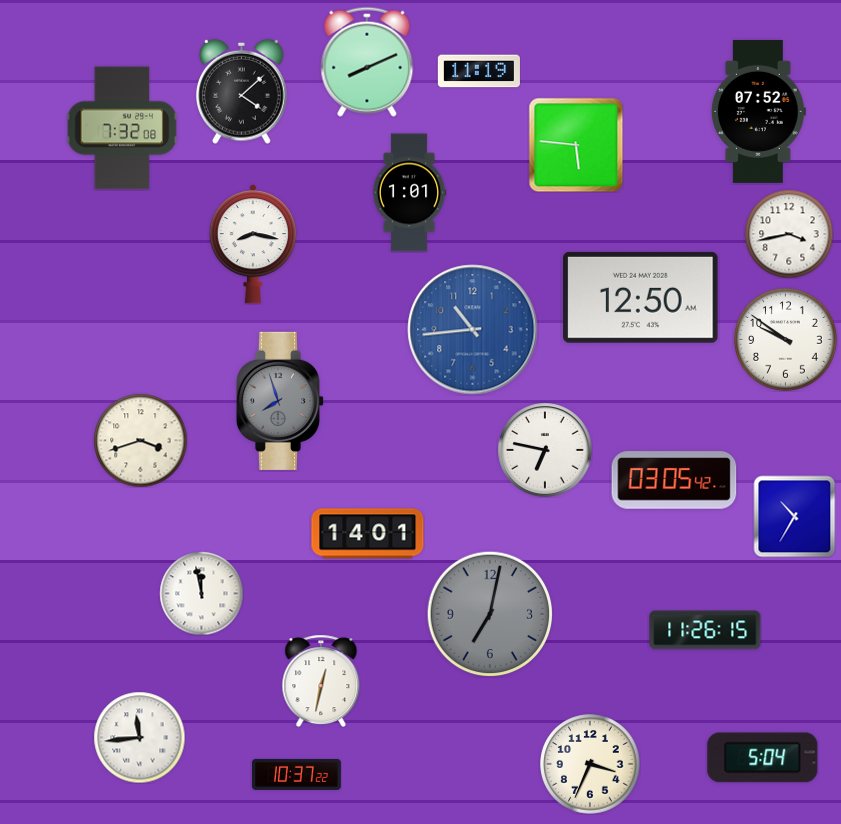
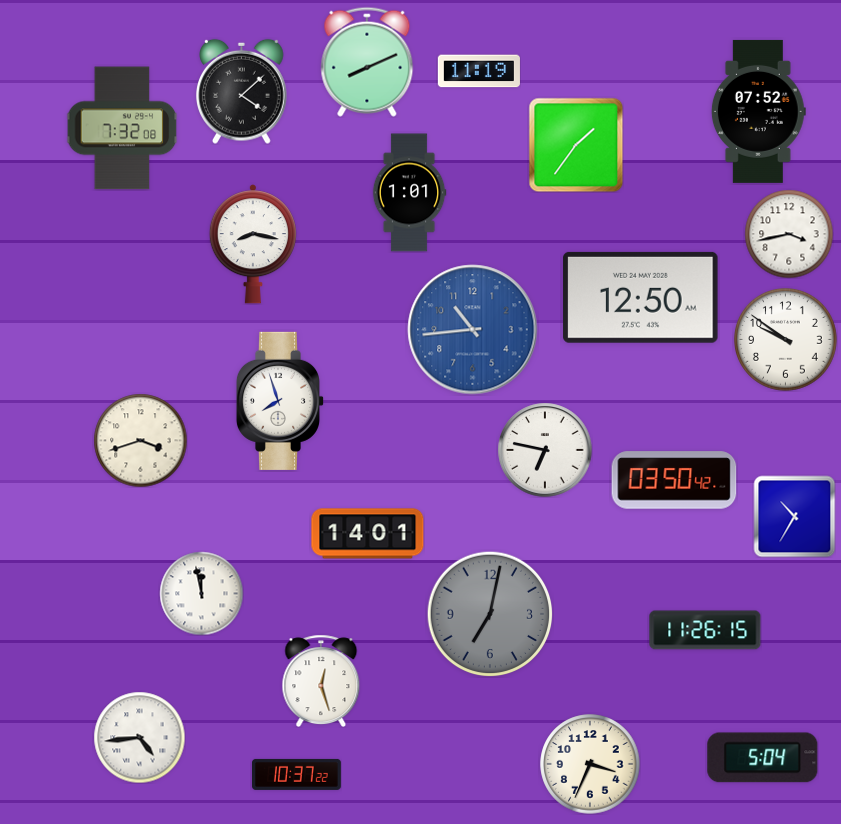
clock at (576, 145): 5:46 -> 1:36
clock at (279, 401) dial: grey -> white
clock at (674, 480): 03:05 -> 03:50
clock at (321, 681): 12:32 -> 12:27
clock at (139, 737): 11:44 -> 4:44
